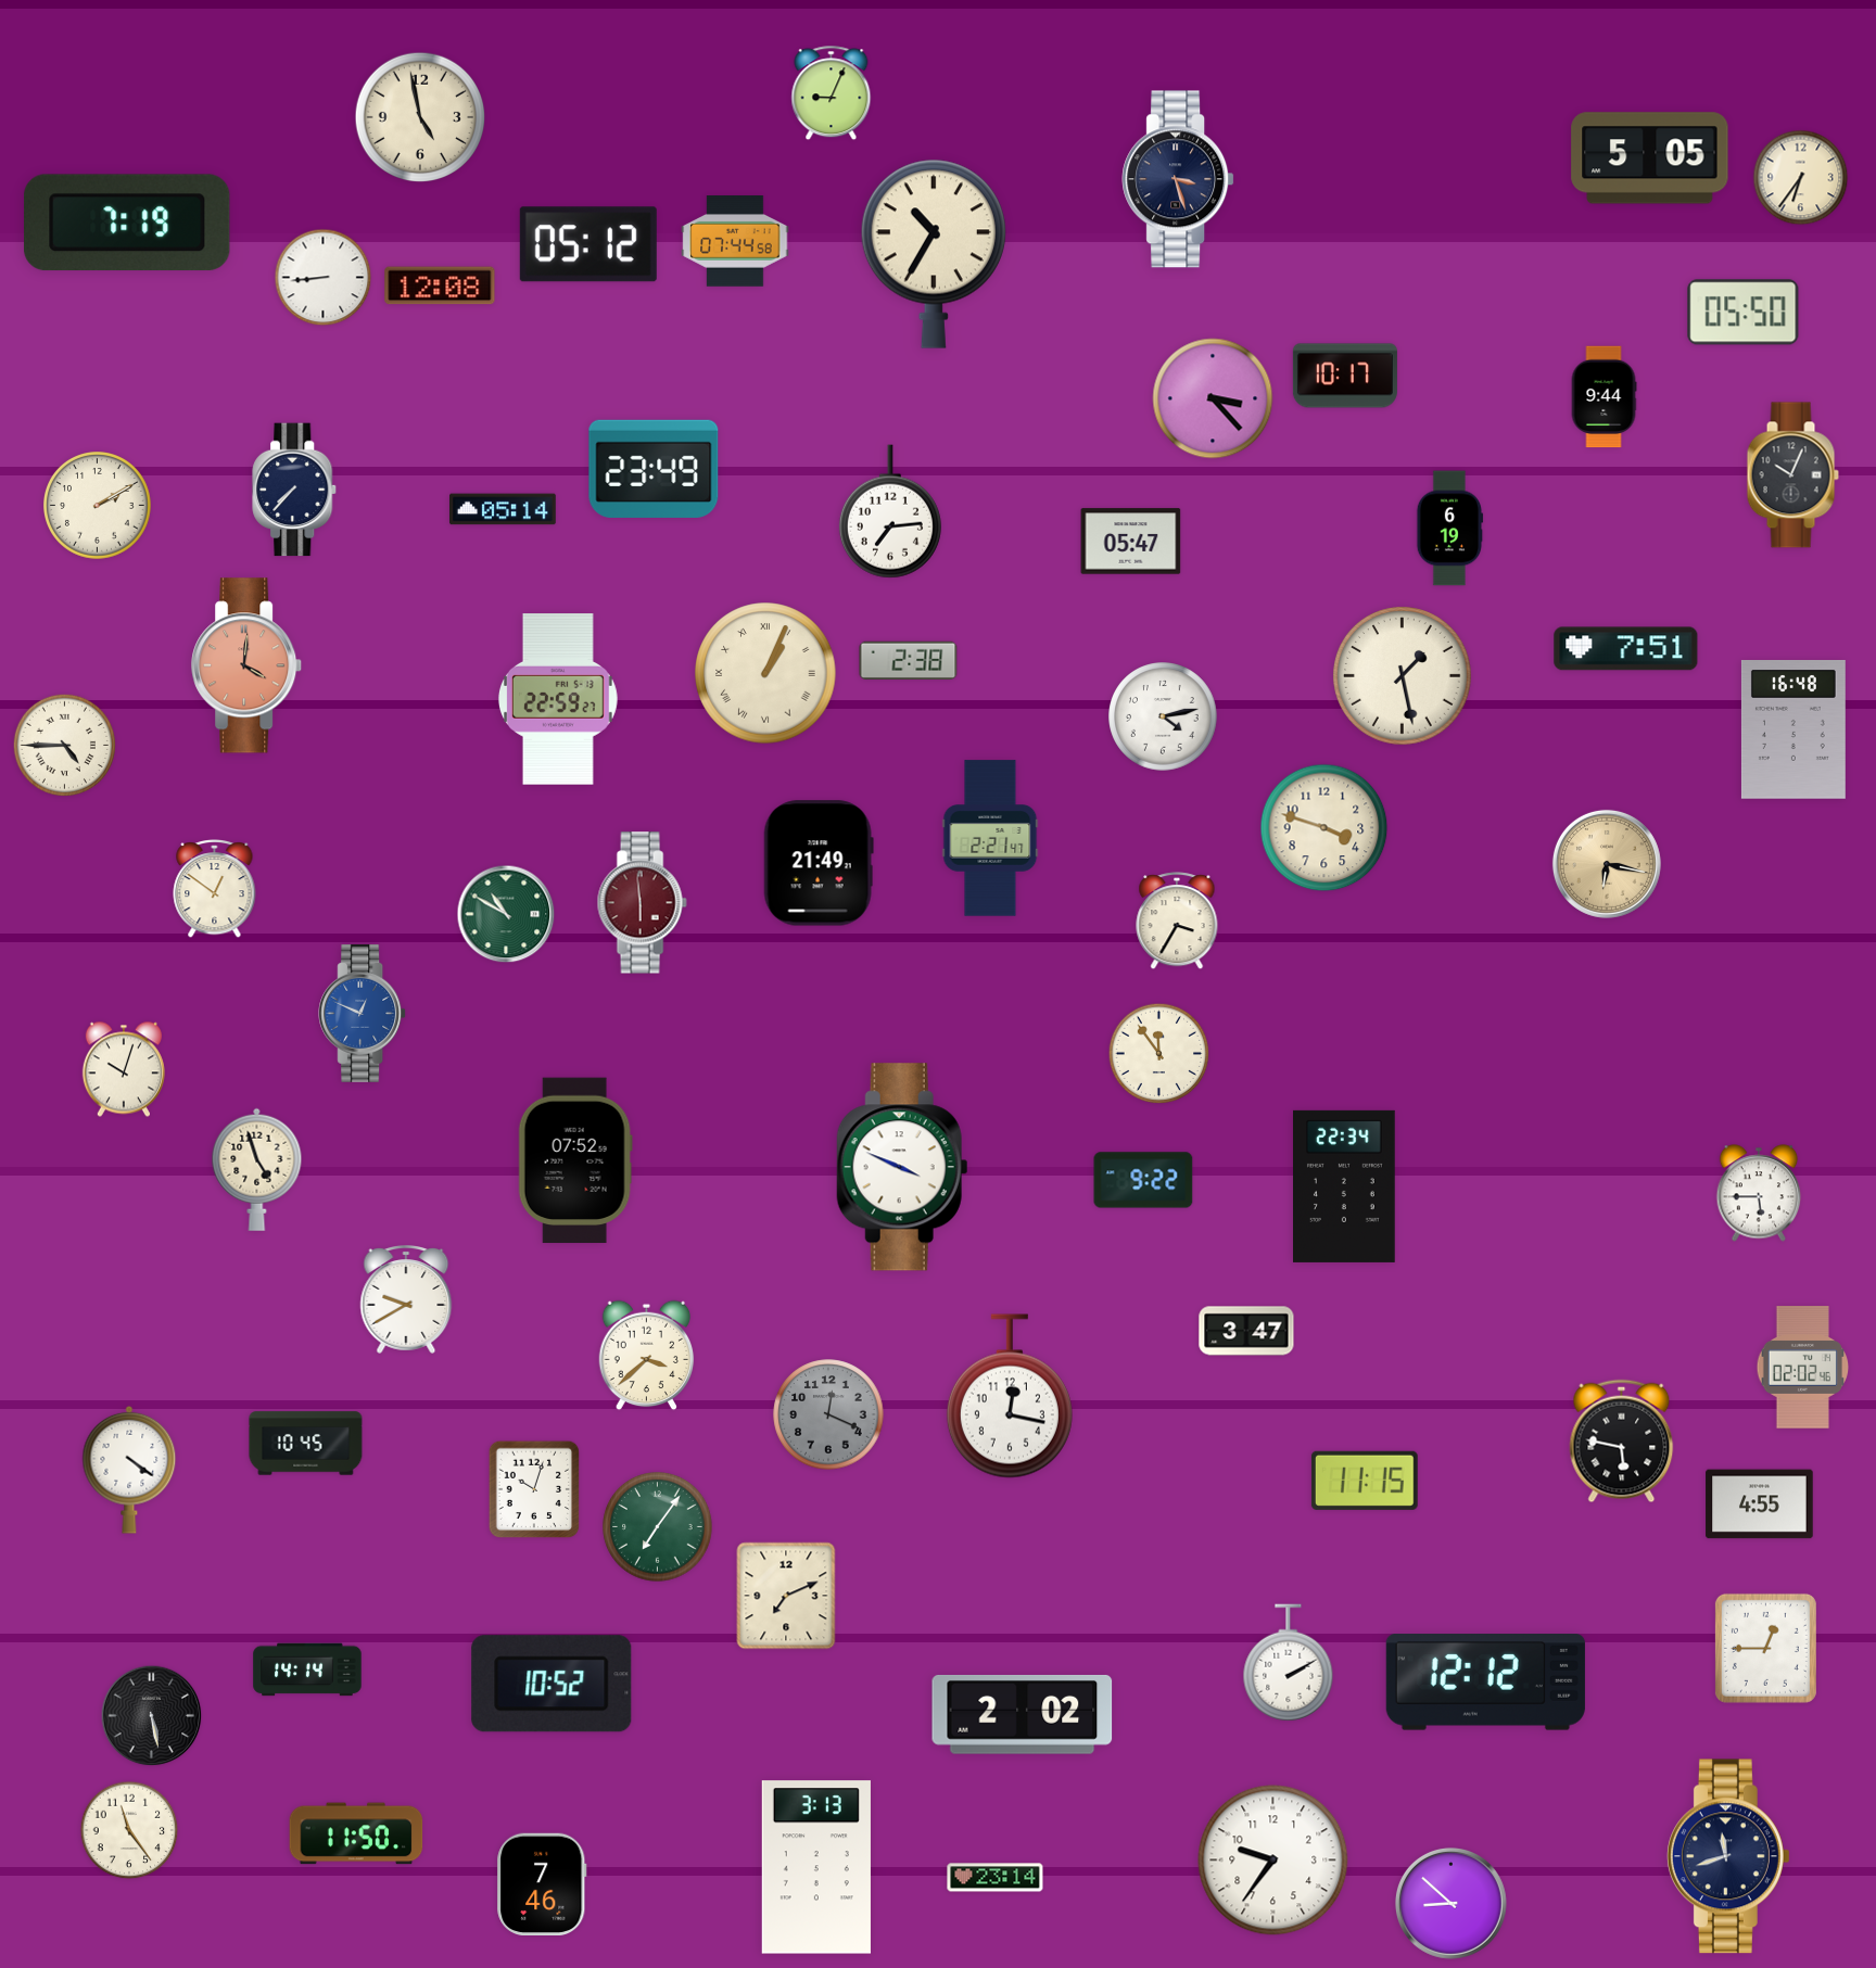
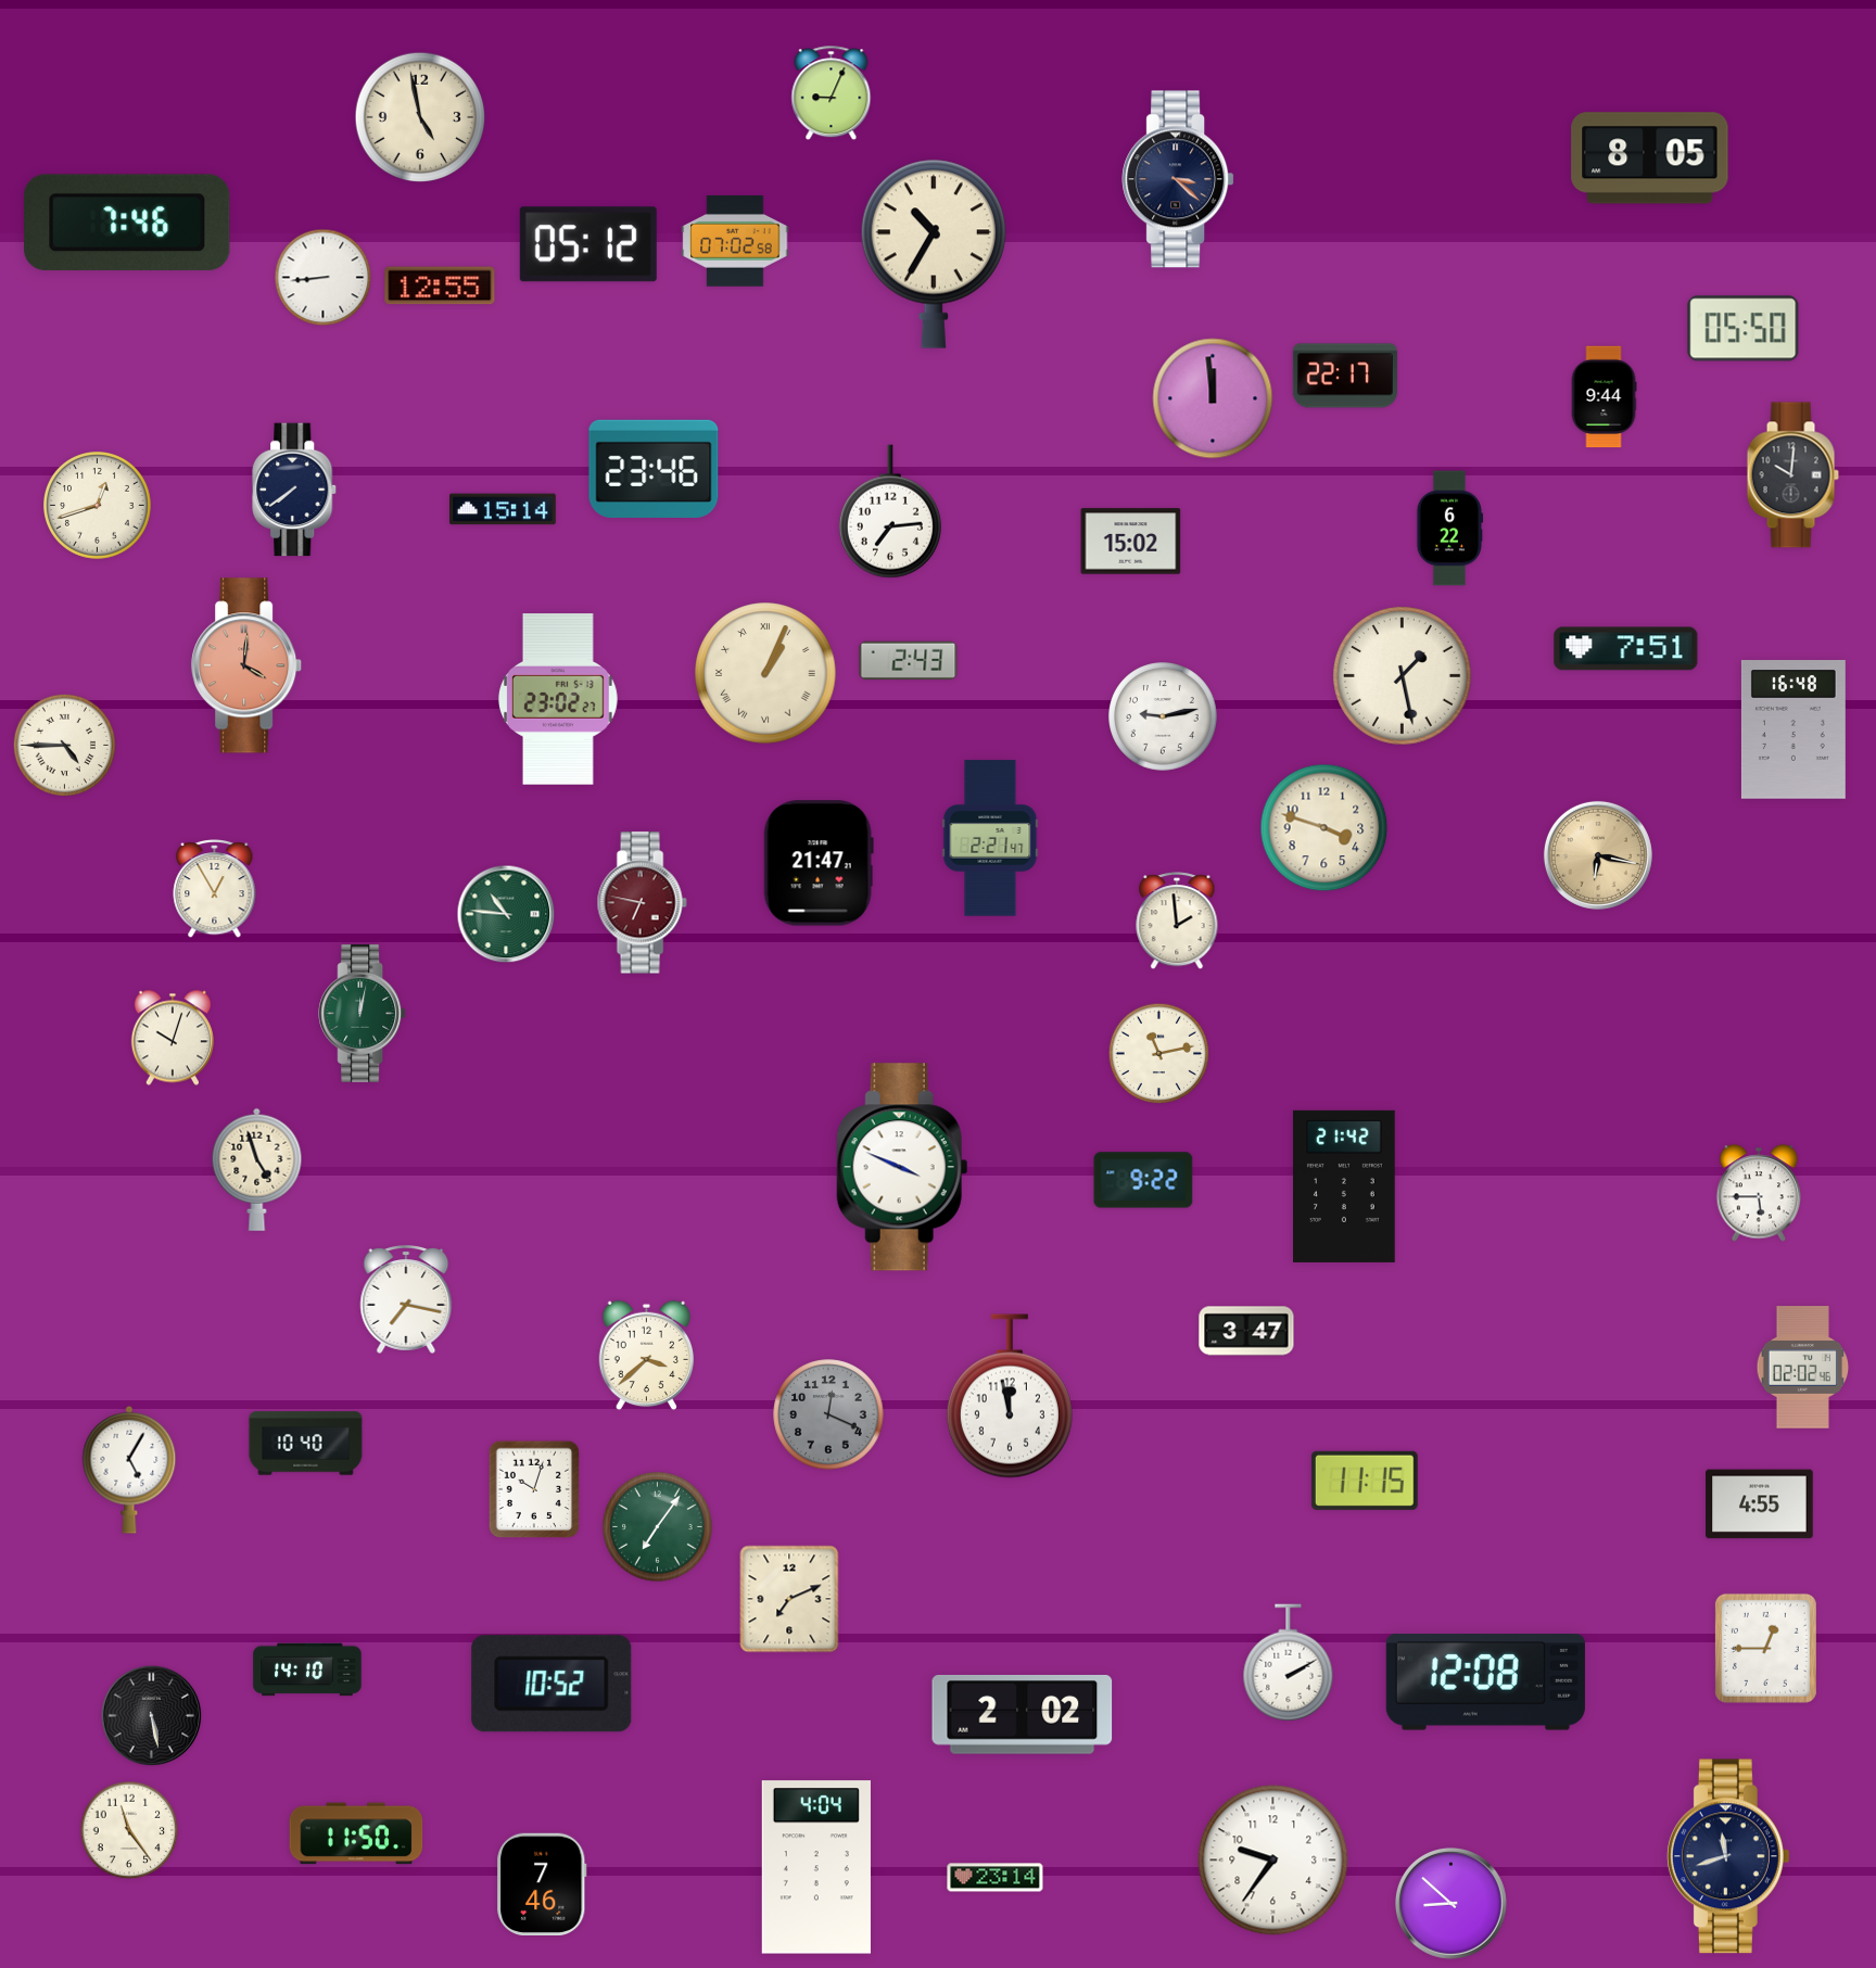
clock at (1650, 158): 5:05 -> 8:05
clock at (1801, 178): 6:36 -> none
clock at (1178, 179): 3:27 -> 3:22
clock at (127, 223): 7:19 -> 7:46
clock at (735, 241): 07:44 -> 07:02
clock at (440, 285): 12:08 -> 12:55
clock at (1744, 313) position: (1744, 313) -> (1744, 329)
clock at (1345, 376): 10:17 -> 22:17
clock at (1213, 398): 3:23 -> 11:59
clock at (654, 469): 23:49 -> 23:46
clock at (1792, 475): 10:04 -> 10:01
clock at (295, 490): 7:37 -> 7:39
clock at (98, 506): 2:10 -> 12:42
clock at (504, 509): 05:14 -> 15:14
clock at (1450, 529): 6:19 -> 6:22
clock at (1131, 542): 05:47 -> 15:02
clock at (909, 660): 2:38 -> 2:43
clock at (558, 699): 22:59 -> 23:02
clock at (1163, 716): 4:13 -> 9:13
clock at (819, 863): 21:49 -> 21:47
clock at (1607, 864) position: (1607, 864) -> (1598, 855)
clock at (215, 889): 12:51 -> 12:55
clock at (642, 903): 5:59 -> 6:47
clock at (506, 914): 10:50 -> 10:46
clock at (1177, 922): 3:35 -> 1:59
clock at (363, 1013): 12:49 -> 12:02
clock at (363, 1013) dial: blue -> green
clock at (1159, 1054): 11:54 -> 11:13
clock at (124, 1069) position: (124, 1069) -> (173, 1038)
clock at (575, 1160): 07:52 -> none
clock at (1345, 1186): 22:34 -> 21:42
clock at (406, 1300): 9:40 -> 7:17
clock at (1010, 1396): 12:17 -> 11:58
clock at (1622, 1442): 5:47 -> none
clock at (306, 1444): 10:45 -> 10:40
clock at (129, 1470): 4:21 -> 5:05
clock at (786, 1596) position: (786, 1596) -> (789, 1599)
clock at (307, 1669): 14:14 -> 14:10
clock at (1485, 1683): 12:12 -> 12:08
clock at (816, 1867): 3:13 -> 4:04
